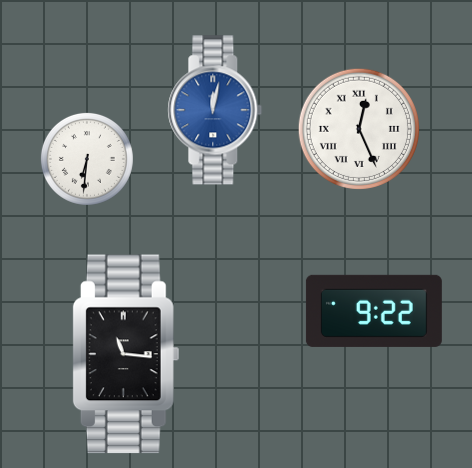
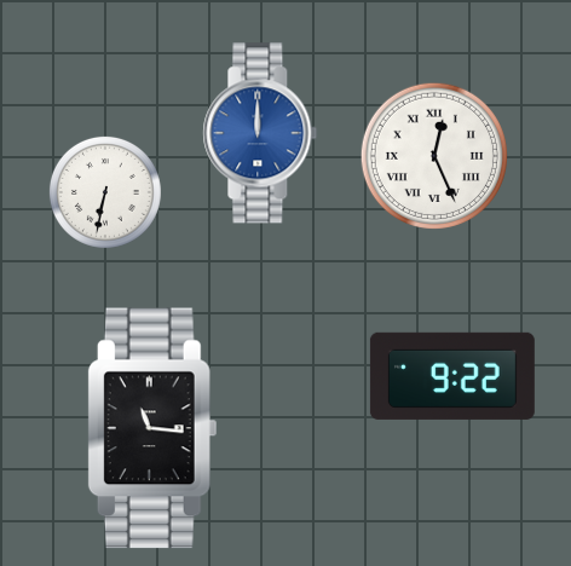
clock at (215, 110): 12:02 -> 12:00
clock at (87, 159): 6:31 -> 6:32
